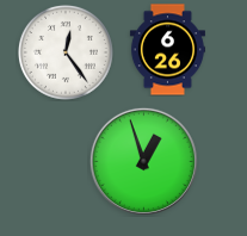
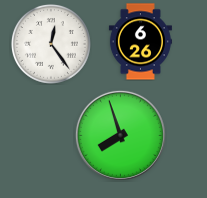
clock at (66, 52) position: (66, 52) -> (51, 44)
clock at (143, 161): 12:57 -> 7:57
